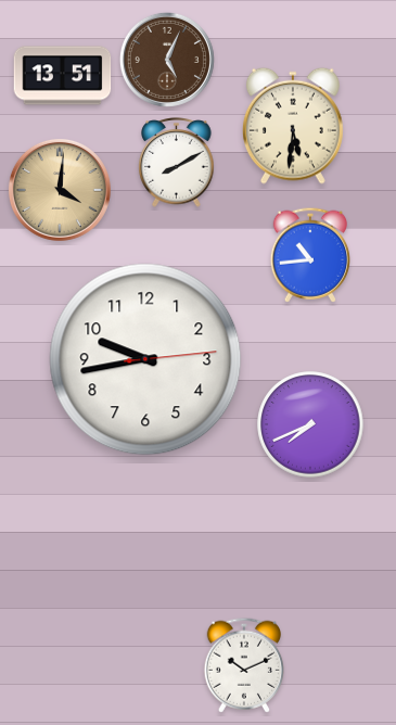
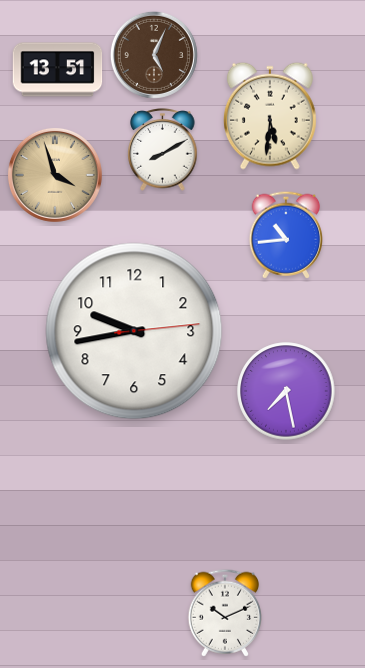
clock at (60, 190): 4:01 -> 3:57
clock at (310, 424): 7:41 -> 7:28
